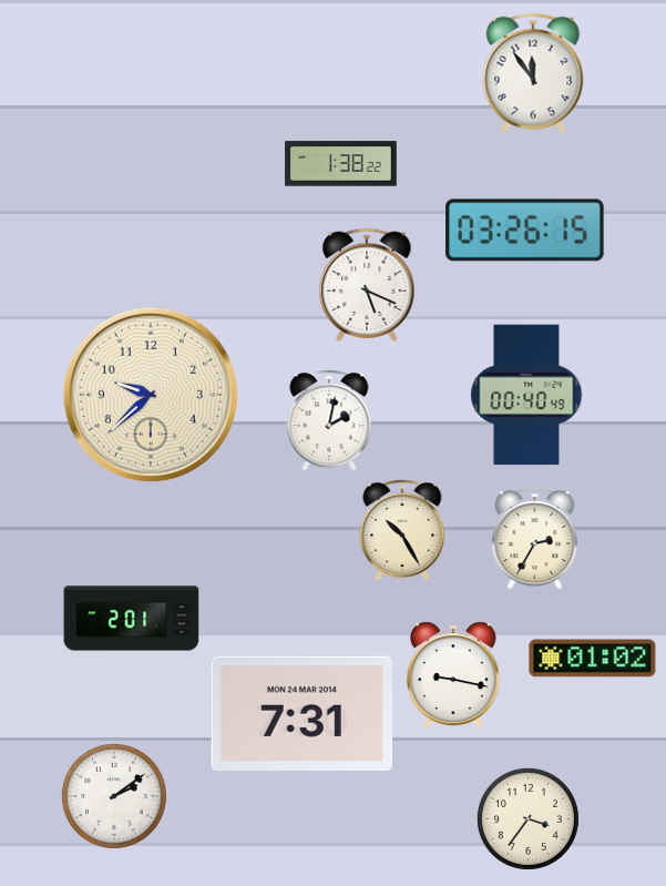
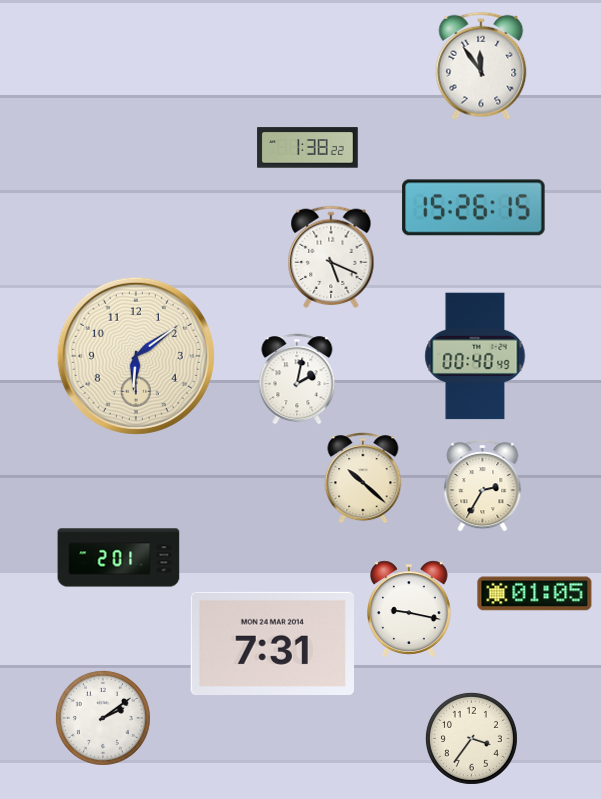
clock at (525, 231): 03:26 -> 15:26
clock at (151, 395): 9:38 -> 6:09
clock at (402, 530): 10:25 -> 10:22
clock at (593, 659): 01:02 -> 01:05
clock at (527, 818) position: (527, 818) -> (471, 738)
